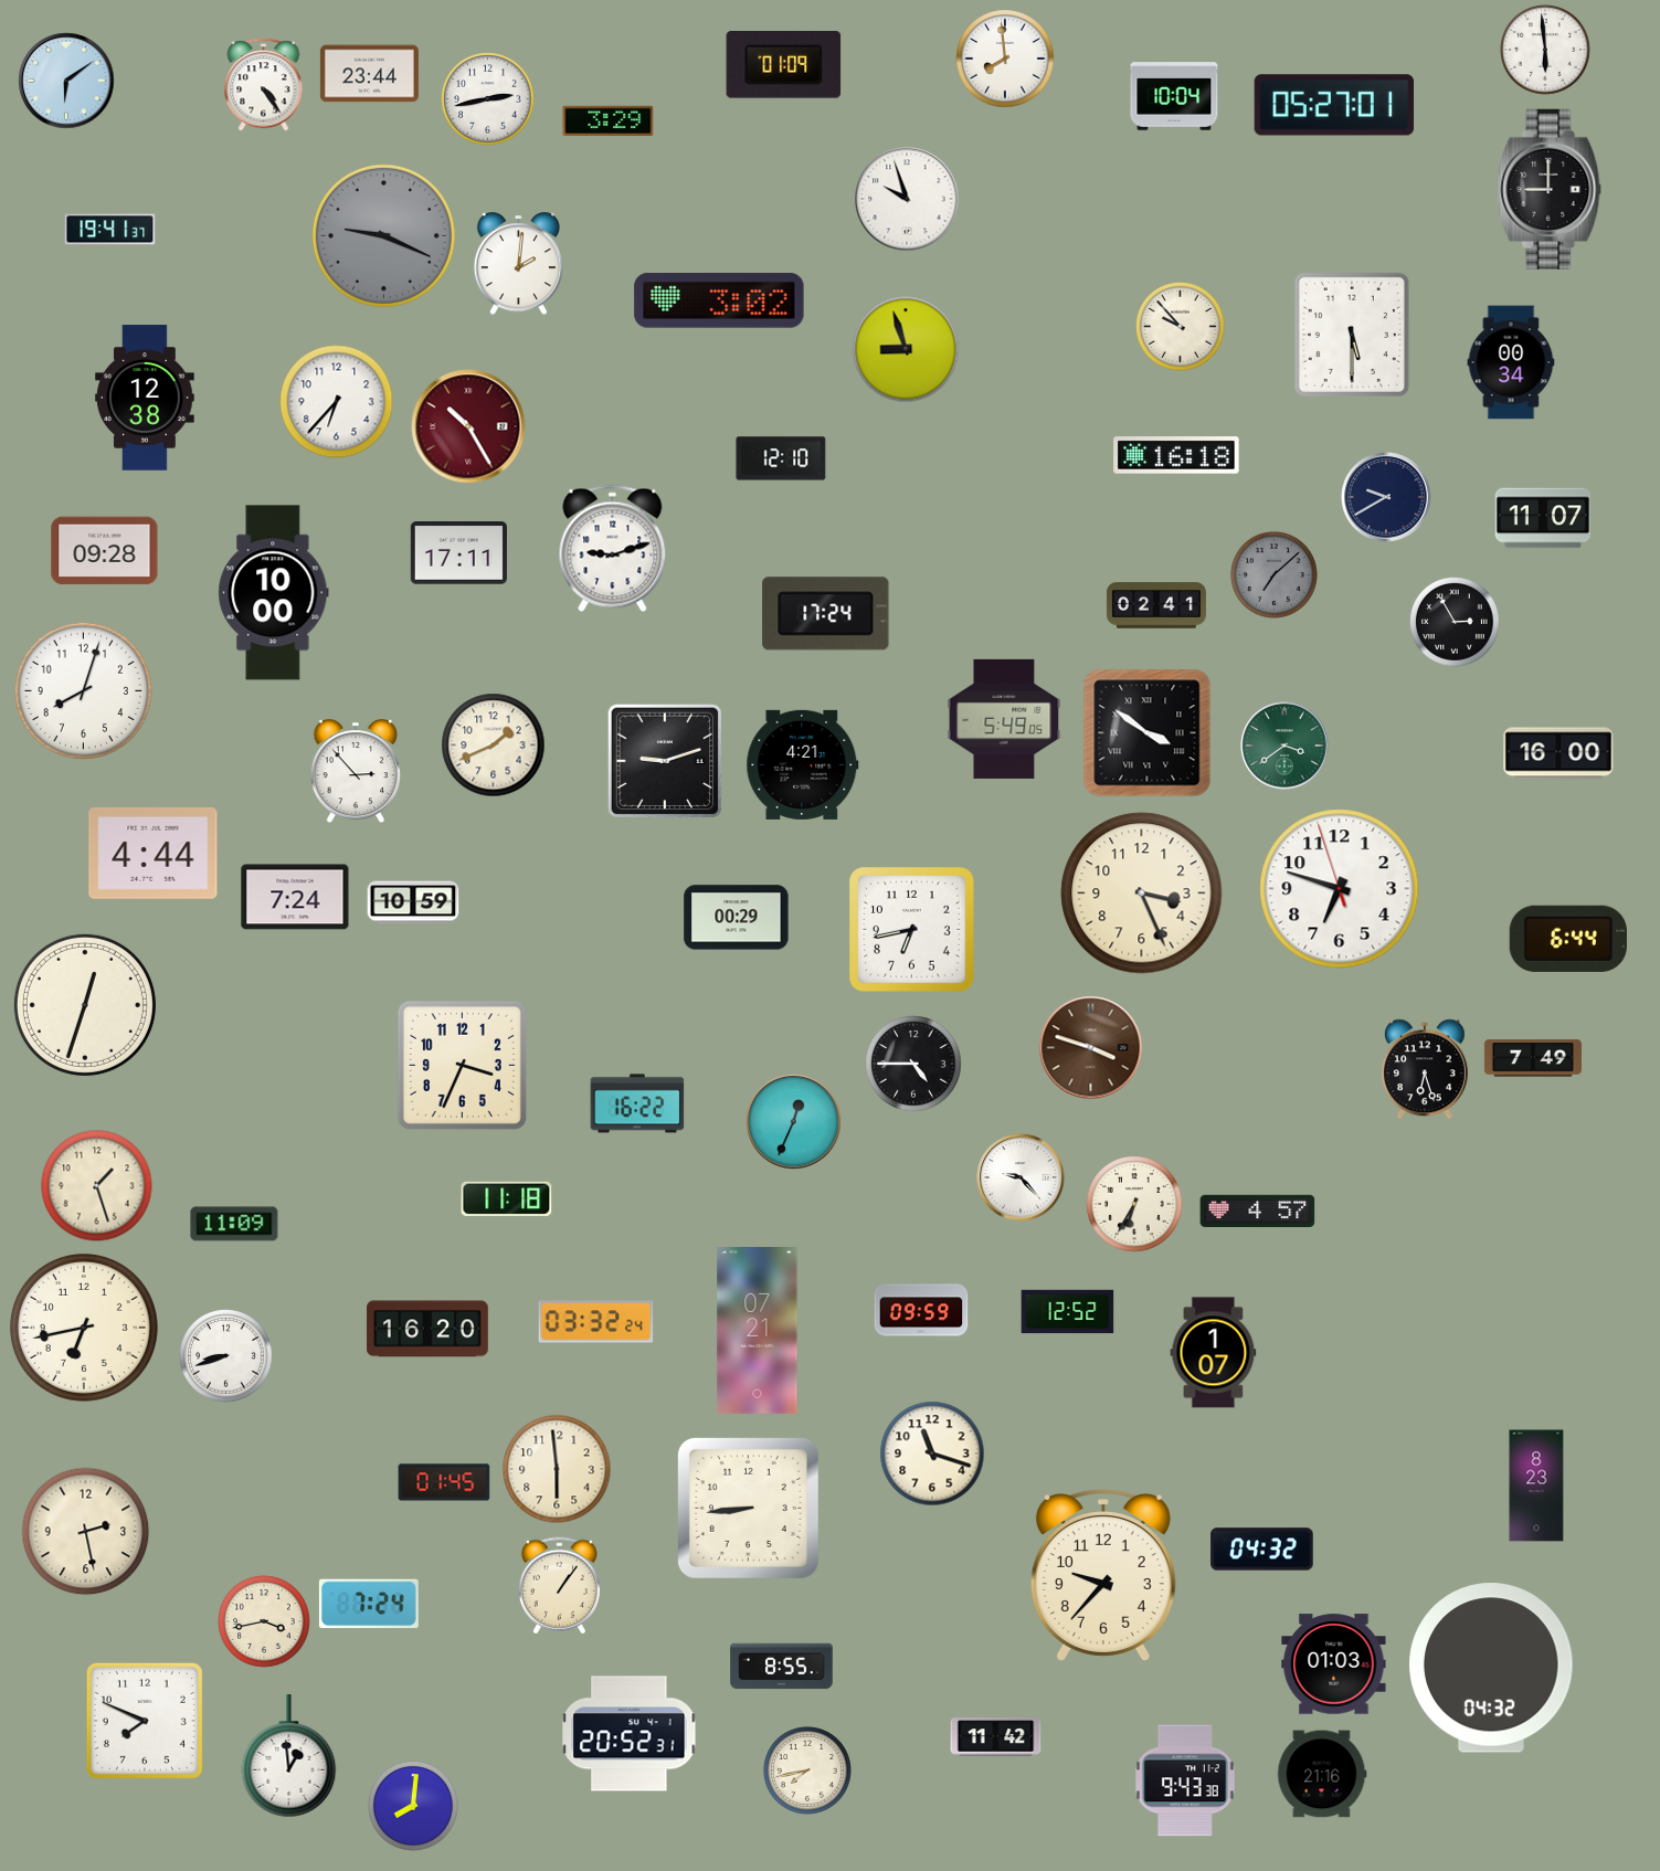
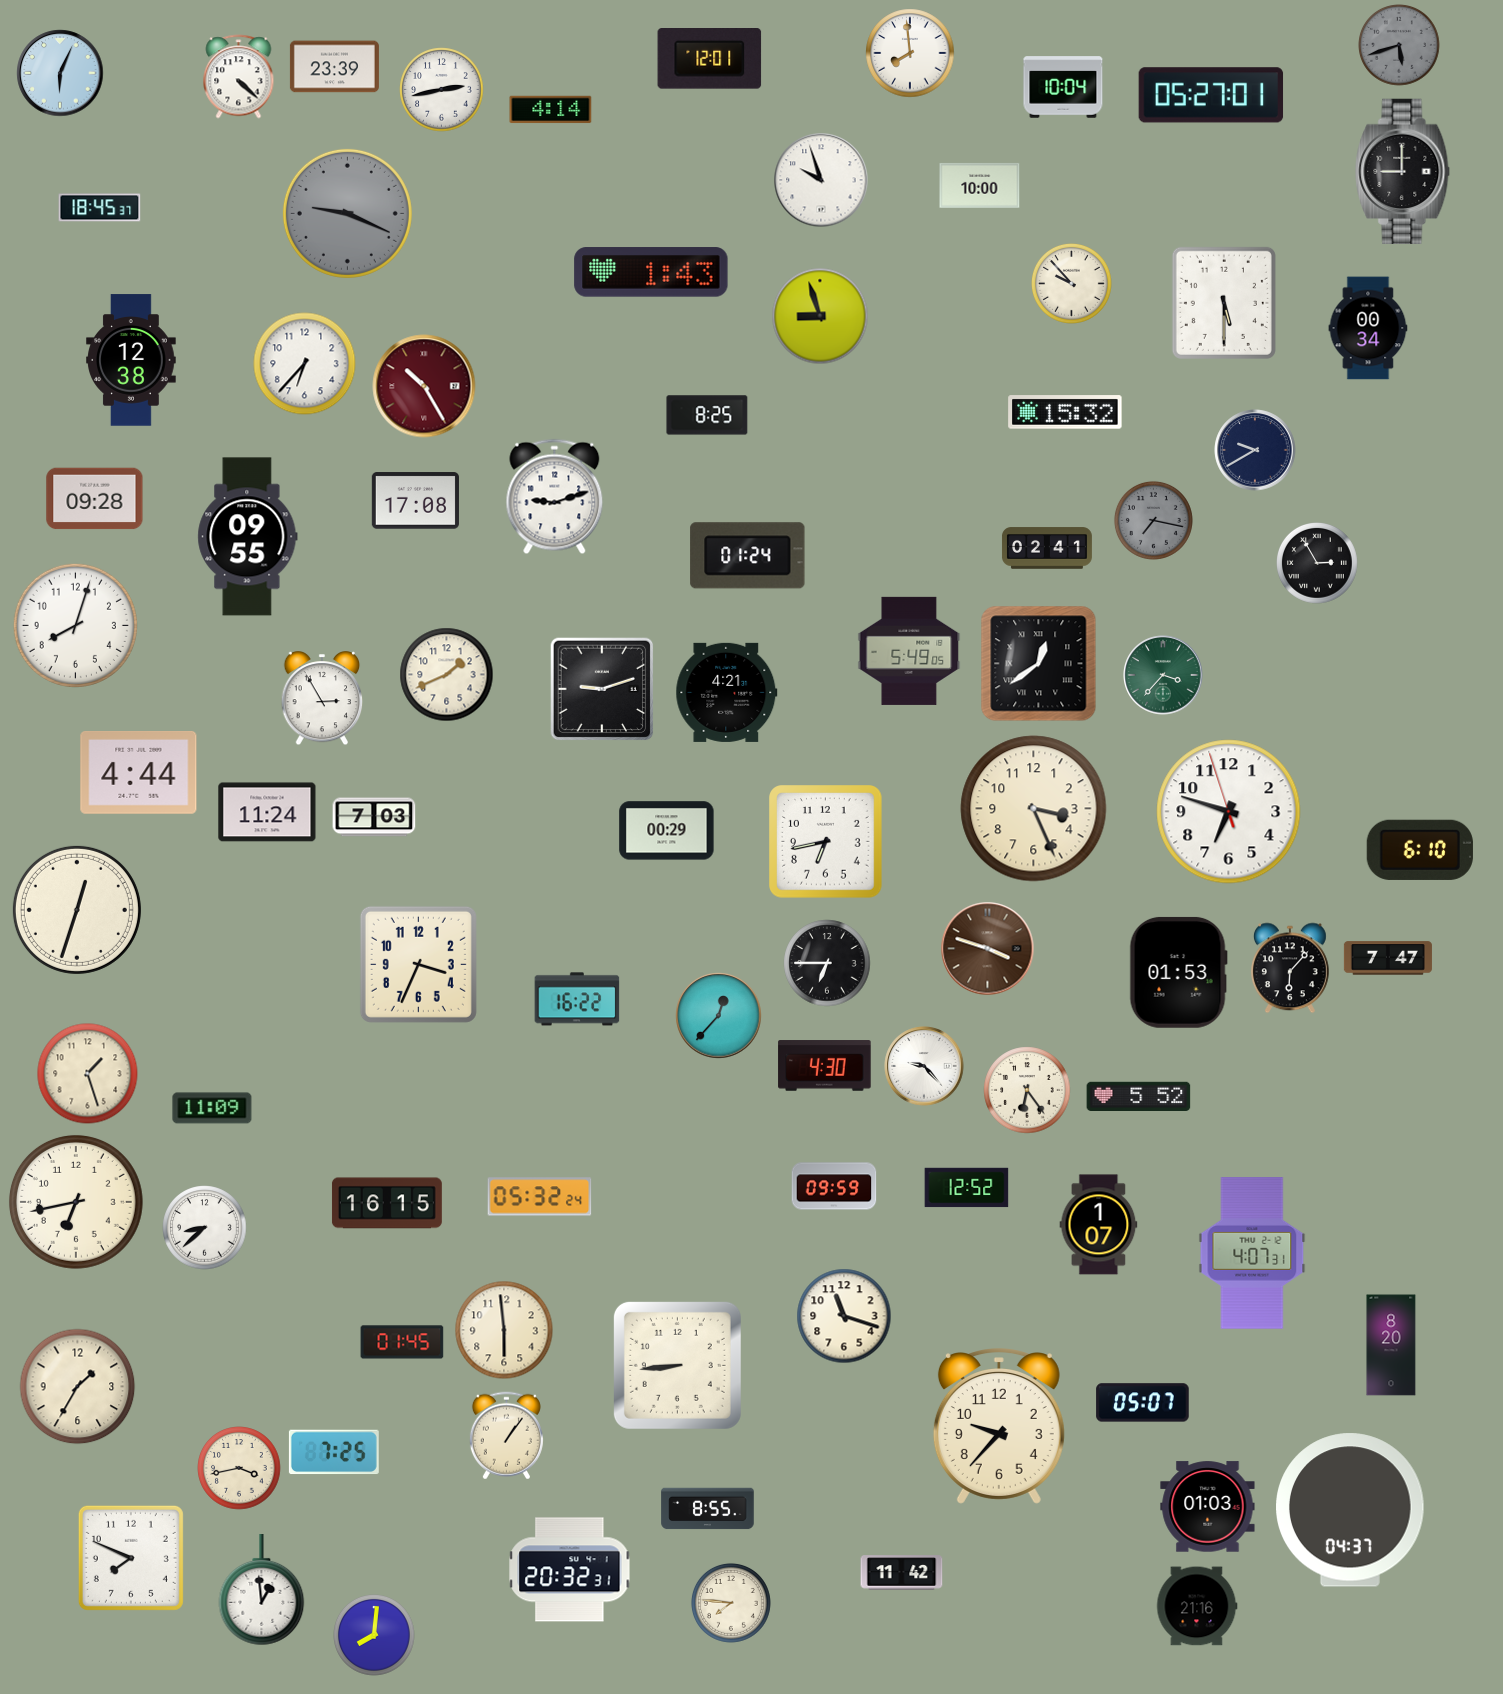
clock at (1546, 51): 5:59 -> 5:42
clock at (1546, 51) dial: white -> grey
clock at (784, 65): 01:09 -> 12:01
clock at (369, 74): 23:44 -> 23:39
clock at (66, 81): 6:09 -> 6:04
clock at (264, 85): 4:24 -> 4:22
clock at (1334, 105) position: (1334, 105) -> (1211, 95)
clock at (609, 121): 3:29 -> 4:14
clock at (980, 185): none -> 10:00
clock at (110, 230): 19:41 -> 18:45
clock at (518, 264): 2:01 -> none
clock at (719, 300): 3:02 -> 1:43
clock at (1180, 326) position: (1180, 326) -> (1071, 283)
clock at (1176, 455): 16:18 -> 15:32
clock at (781, 458): 12:10 -> 8:25
clock at (1543, 518): 11:07 -> none
clock at (458, 553): 17:11 -> 17:08
clock at (1273, 574): 7:08 -> 7:17
clock at (274, 593): 10:00 -> 09:55
clock at (826, 614): 17:24 -> 01:24
clock at (1148, 733): 3:51 -> 12:39
clock at (1284, 746): 3:39 -> 3:37
clock at (1558, 753): 16:00 -> none
clock at (356, 772): 2:53 -> 2:55
clock at (1340, 889) position: (1340, 889) -> (1229, 812)
clock at (295, 897): 7:24 -> 11:24
clock at (413, 902): 10:59 -> 7:03
clock at (1568, 939): 6:44 -> 6:10
clock at (1533, 1058): 7:49 -> 7:47
clock at (913, 1064): 4:45 -> 6:45
clock at (1425, 1069): 6:27 -> 6:07
clock at (1178, 972): none -> 01:53
clock at (794, 1122): 12:34 -> 12:37
clock at (825, 1066): none -> 4:30
clock at (507, 1198): 11:18 -> none
clock at (1134, 1204): 6:35 -> 6:24
clock at (1258, 1211): 4:57 -> 5:52
clock at (596, 1322): 03:32 -> 05:32
clock at (427, 1329): 16:20 -> 16:15
clock at (758, 1331): 07:21 -> none
clock at (226, 1356): 8:42 -> 8:38
clock at (1252, 1253): none -> 4:07
clock at (1536, 1486): 8:23 -> 8:20
clock at (86, 1532): 2:28 -> 1:35
clock at (1262, 1550): 04:32 -> 05:07
clock at (369, 1604): 7:24 -> 7:25
clock at (1491, 1668): 04:32 -> 04:37
clock at (630, 1734): 20:52 -> 20:32
clock at (807, 1770): 7:43 -> 7:46
clock at (1186, 1780): 9:43 -> none
